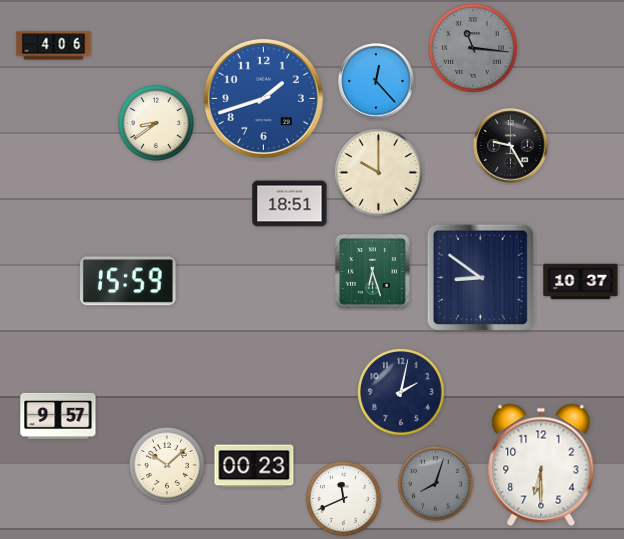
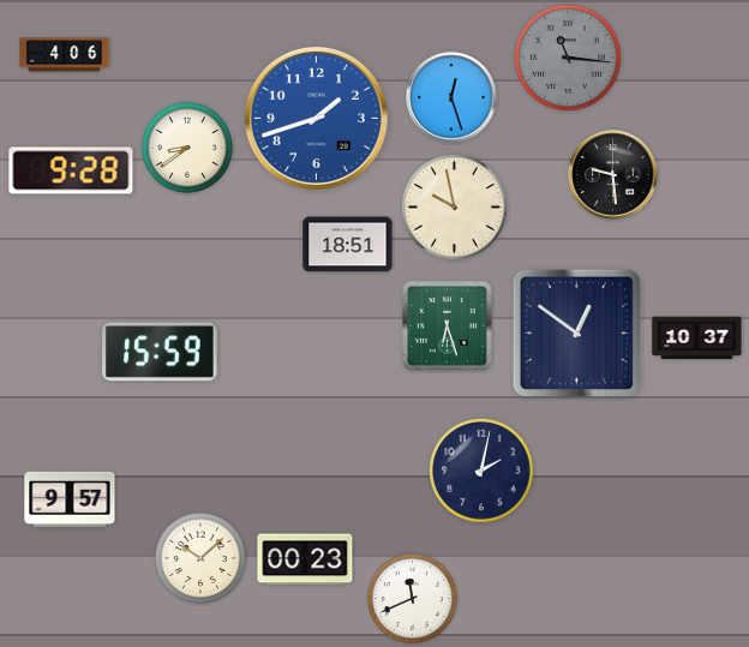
clock at (376, 81): 12:23 -> 12:27
clock at (71, 170): none -> 9:28
clock at (511, 146): 9:25 -> 9:29
clock at (379, 173): 10:00 -> 9:58
clock at (481, 278): 8:51 -> 12:51
clock at (129, 281) position: (129, 281) -> (161, 352)
clock at (541, 465): 6:30 -> none
clock at (435, 483): 8:03 -> none
